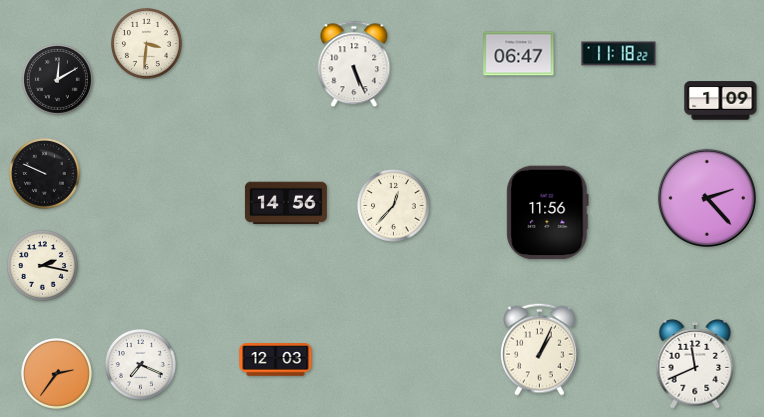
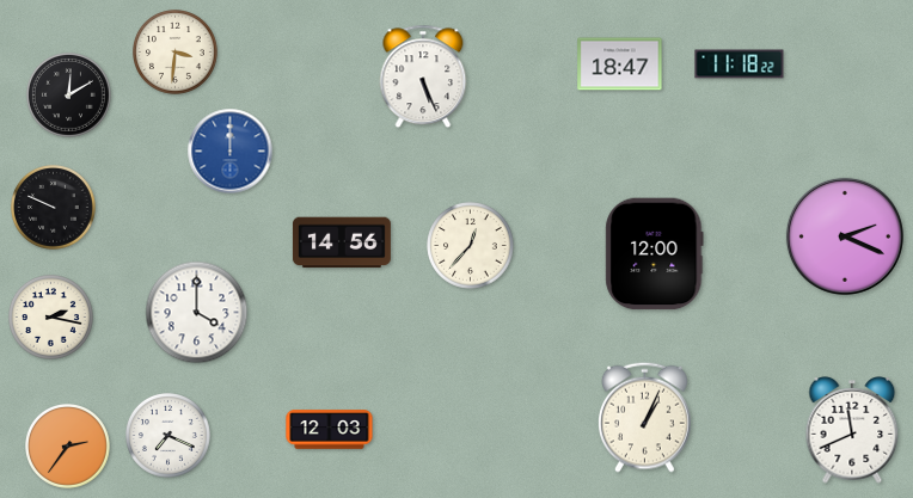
clock at (519, 54): 06:47 -> 18:47
clock at (721, 101): 1:09 -> none
clock at (231, 152): none -> 12:00
clock at (707, 198): 2:23 -> 2:19
clock at (548, 213): 11:56 -> 12:00
clock at (197, 313): none -> 4:00
clock at (695, 364) position: (695, 364) -> (852, 430)
